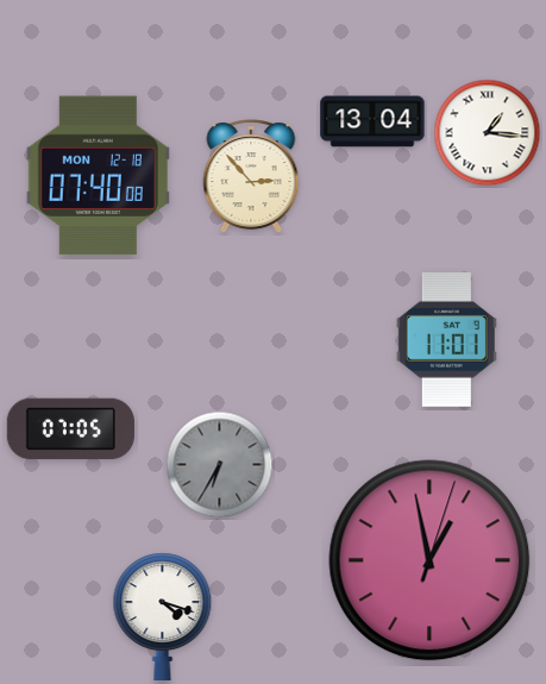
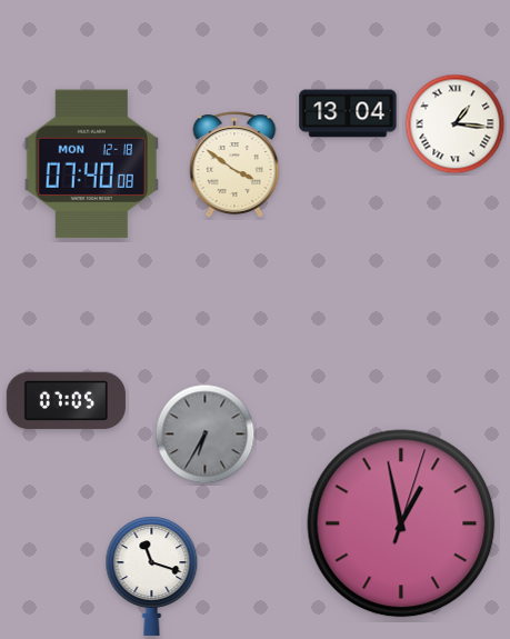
clock at (251, 176): 2:53 -> 3:51
clock at (446, 339): 11:01 -> none
clock at (163, 616): 4:18 -> 11:18
